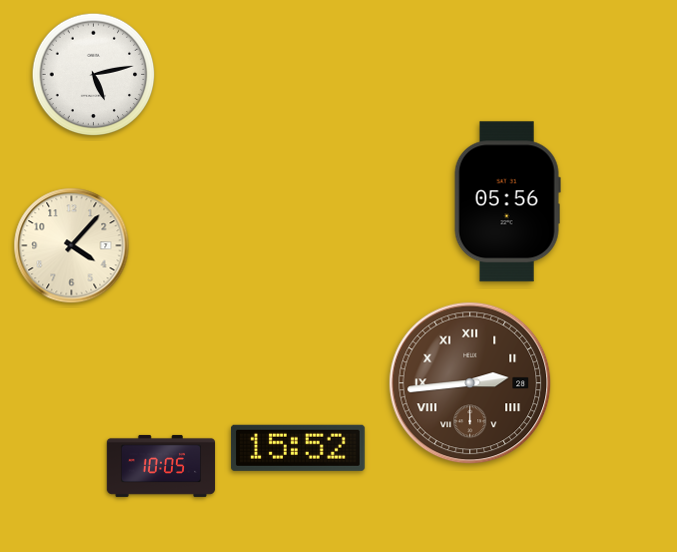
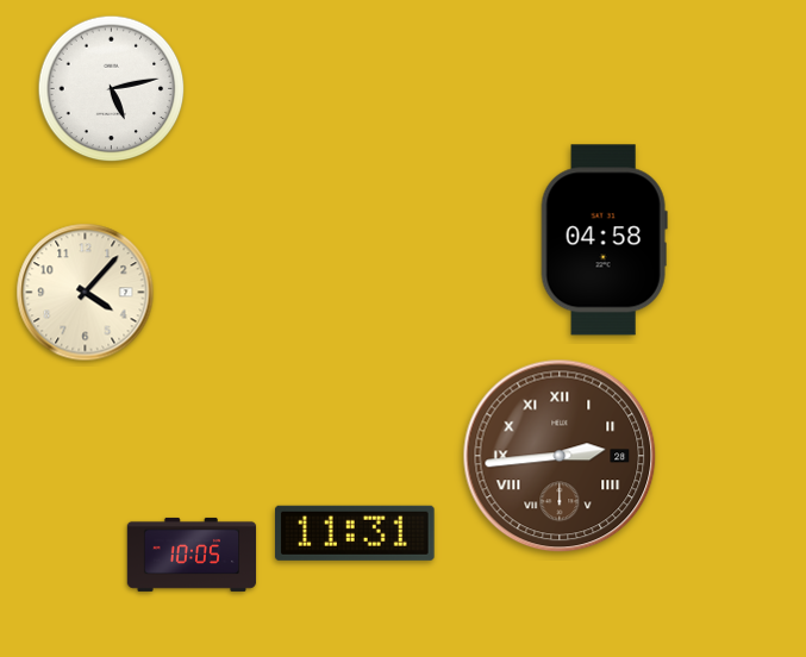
clock at (507, 202): 05:56 -> 04:58
clock at (298, 448): 15:52 -> 11:31
